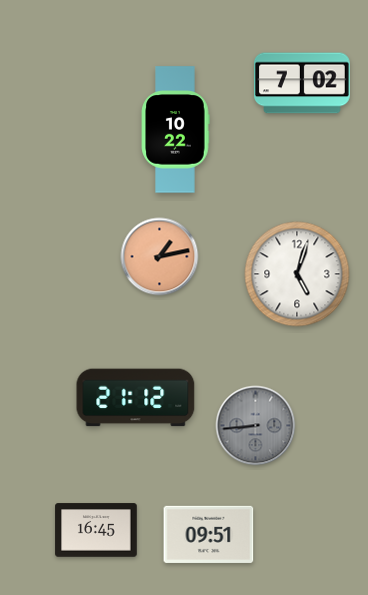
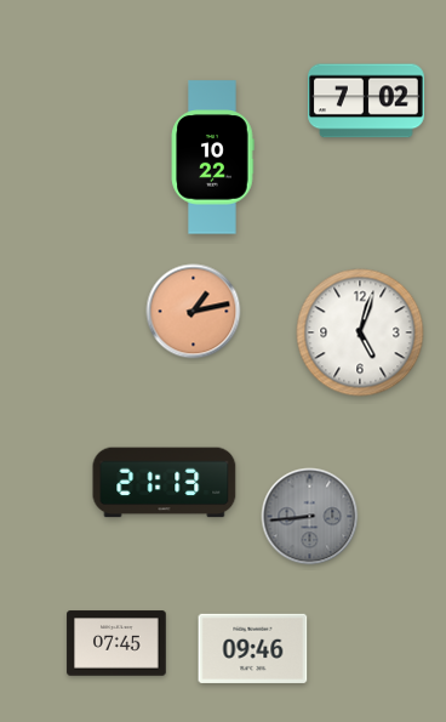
clock at (136, 398): 21:12 -> 21:13
clock at (96, 530): 16:45 -> 07:45
clock at (209, 534): 09:51 -> 09:46
